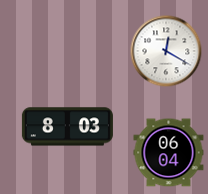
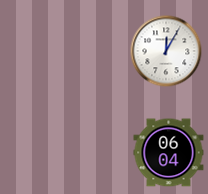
clock at (166, 51): 12:20 -> 12:05
clock at (67, 127): 8:03 -> none
